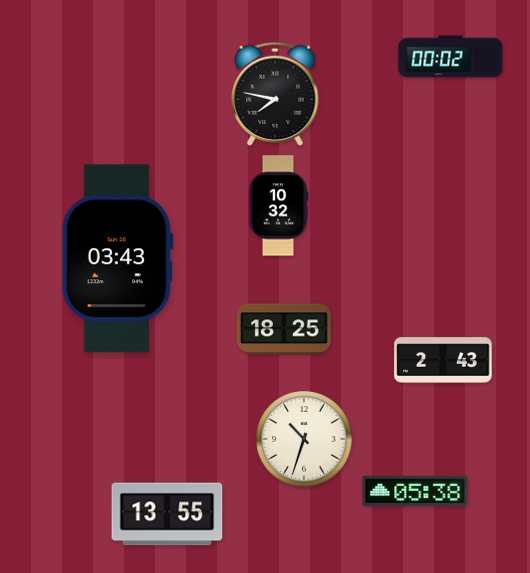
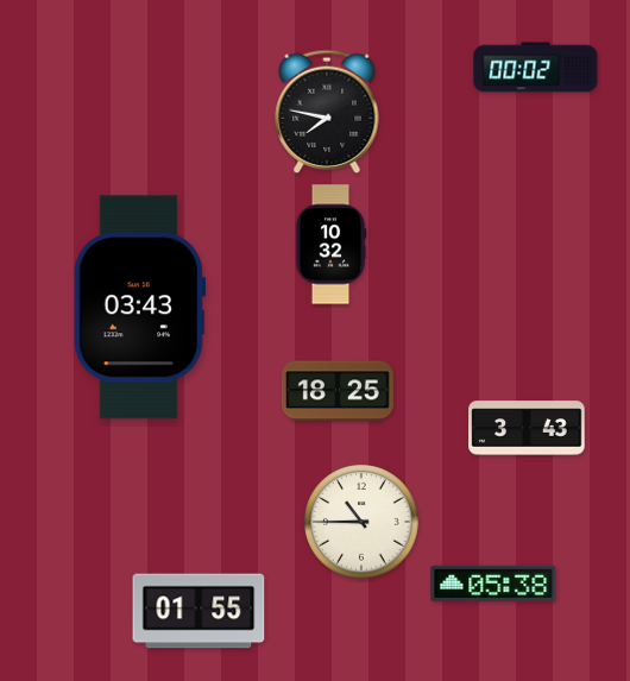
clock at (443, 360): 2:43 -> 3:43
clock at (304, 439): 10:33 -> 10:45
clock at (167, 514): 13:55 -> 01:55
